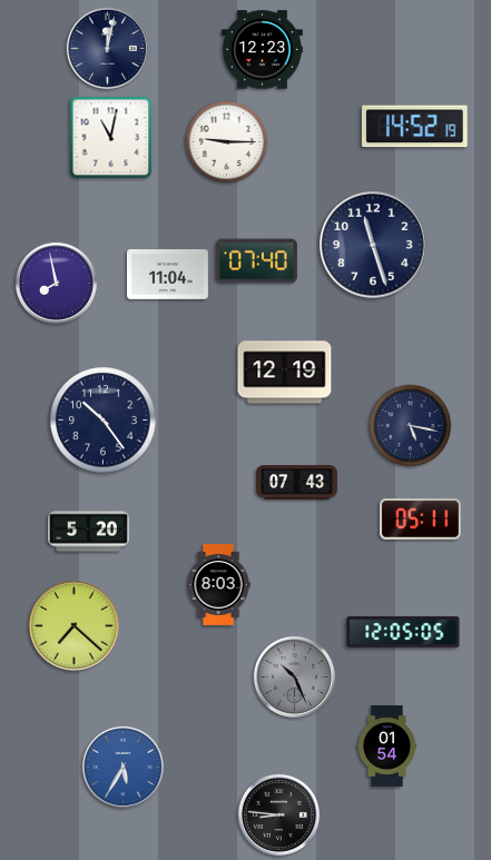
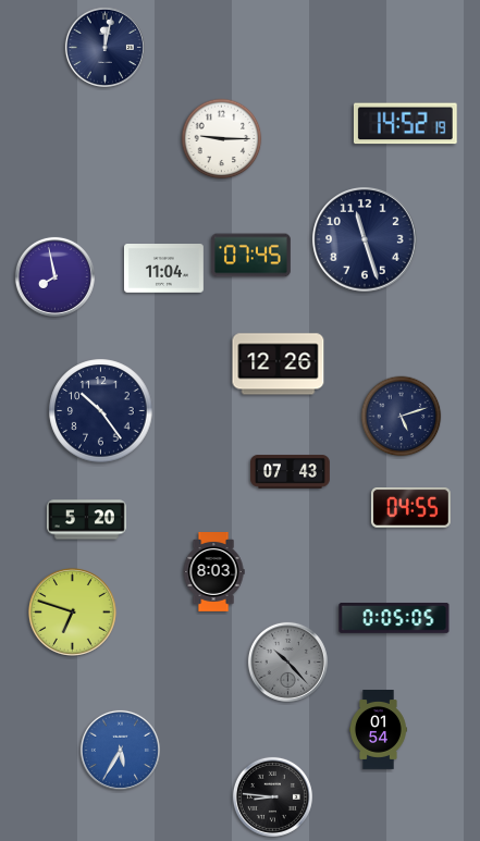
clock at (263, 50): 12:23 -> none
clock at (111, 138): 11:02 -> none
clock at (256, 261): 07:40 -> 07:45
clock at (285, 373): 12:19 -> 12:26
clock at (411, 426): 5:17 -> 5:12
clock at (420, 520): 05:11 -> 04:55
clock at (73, 625): 7:22 -> 6:48
clock at (403, 633): 12:05 -> 0:05
clock at (294, 676): 10:26 -> 10:23
